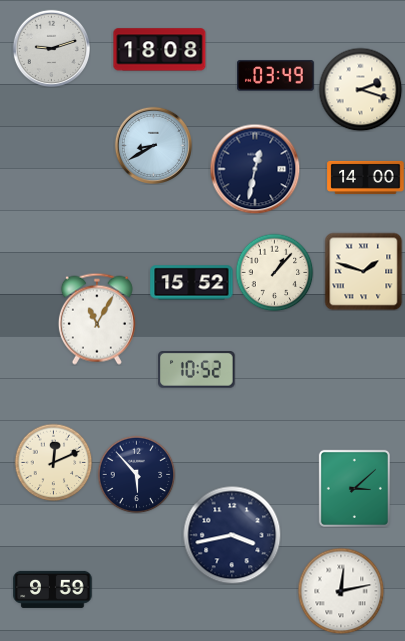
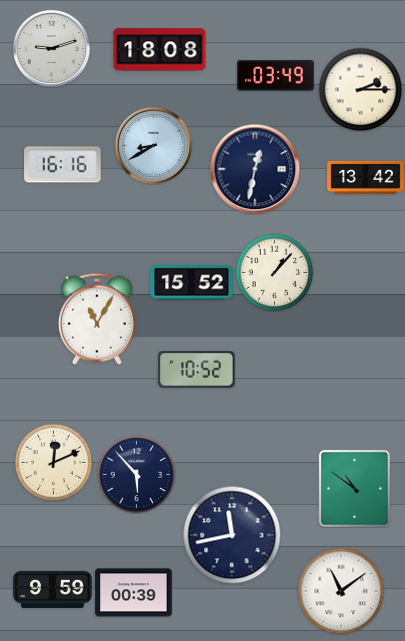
clock at (360, 89): 2:18 -> 2:15
clock at (63, 165): none -> 16:16
clock at (366, 177): 14:00 -> 13:42
clock at (363, 271): 1:48 -> none
clock at (354, 488): 3:08 -> 10:51
clock at (232, 535): 3:43 -> 11:43
clock at (341, 591): 12:13 -> 11:09
clock at (134, 593): none -> 00:39
